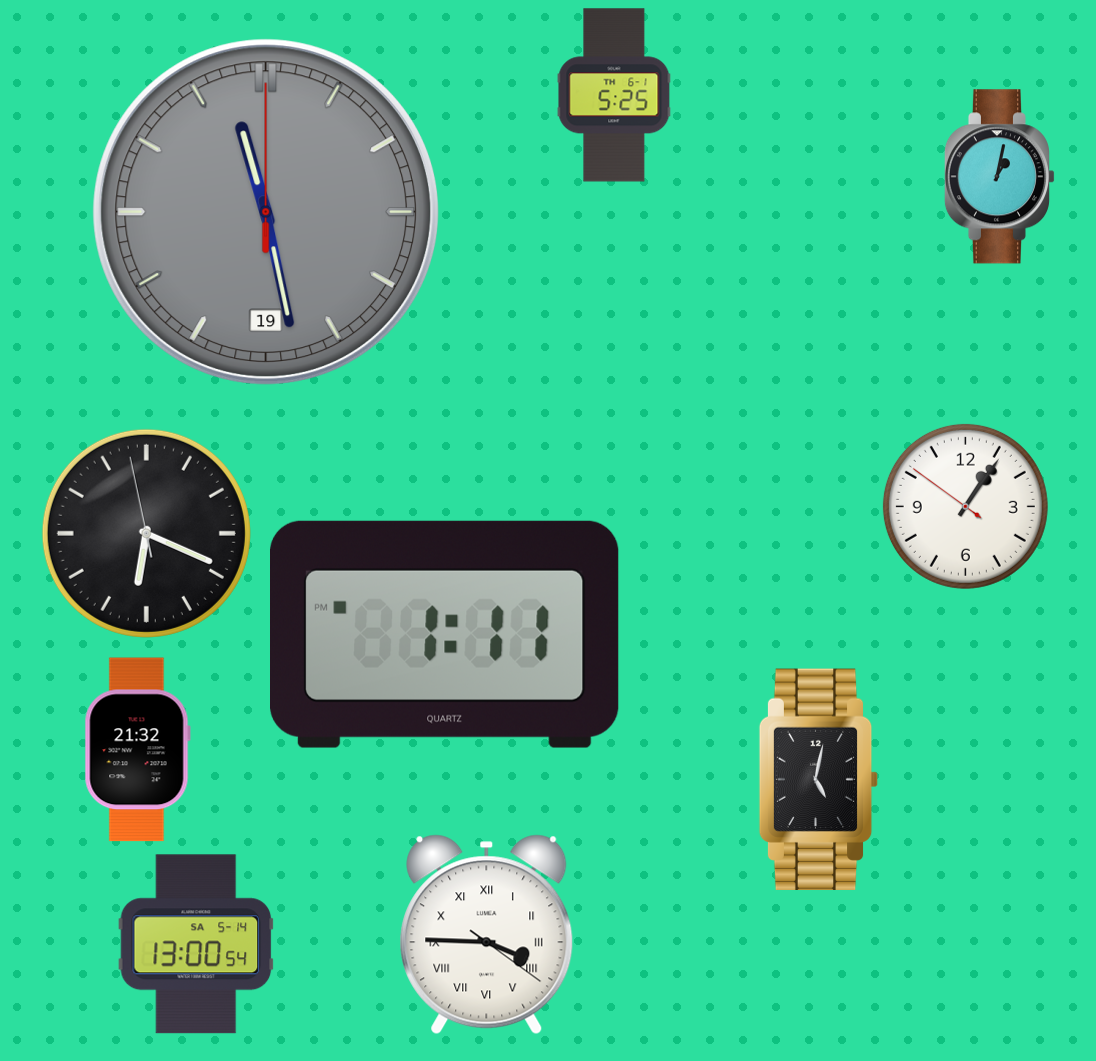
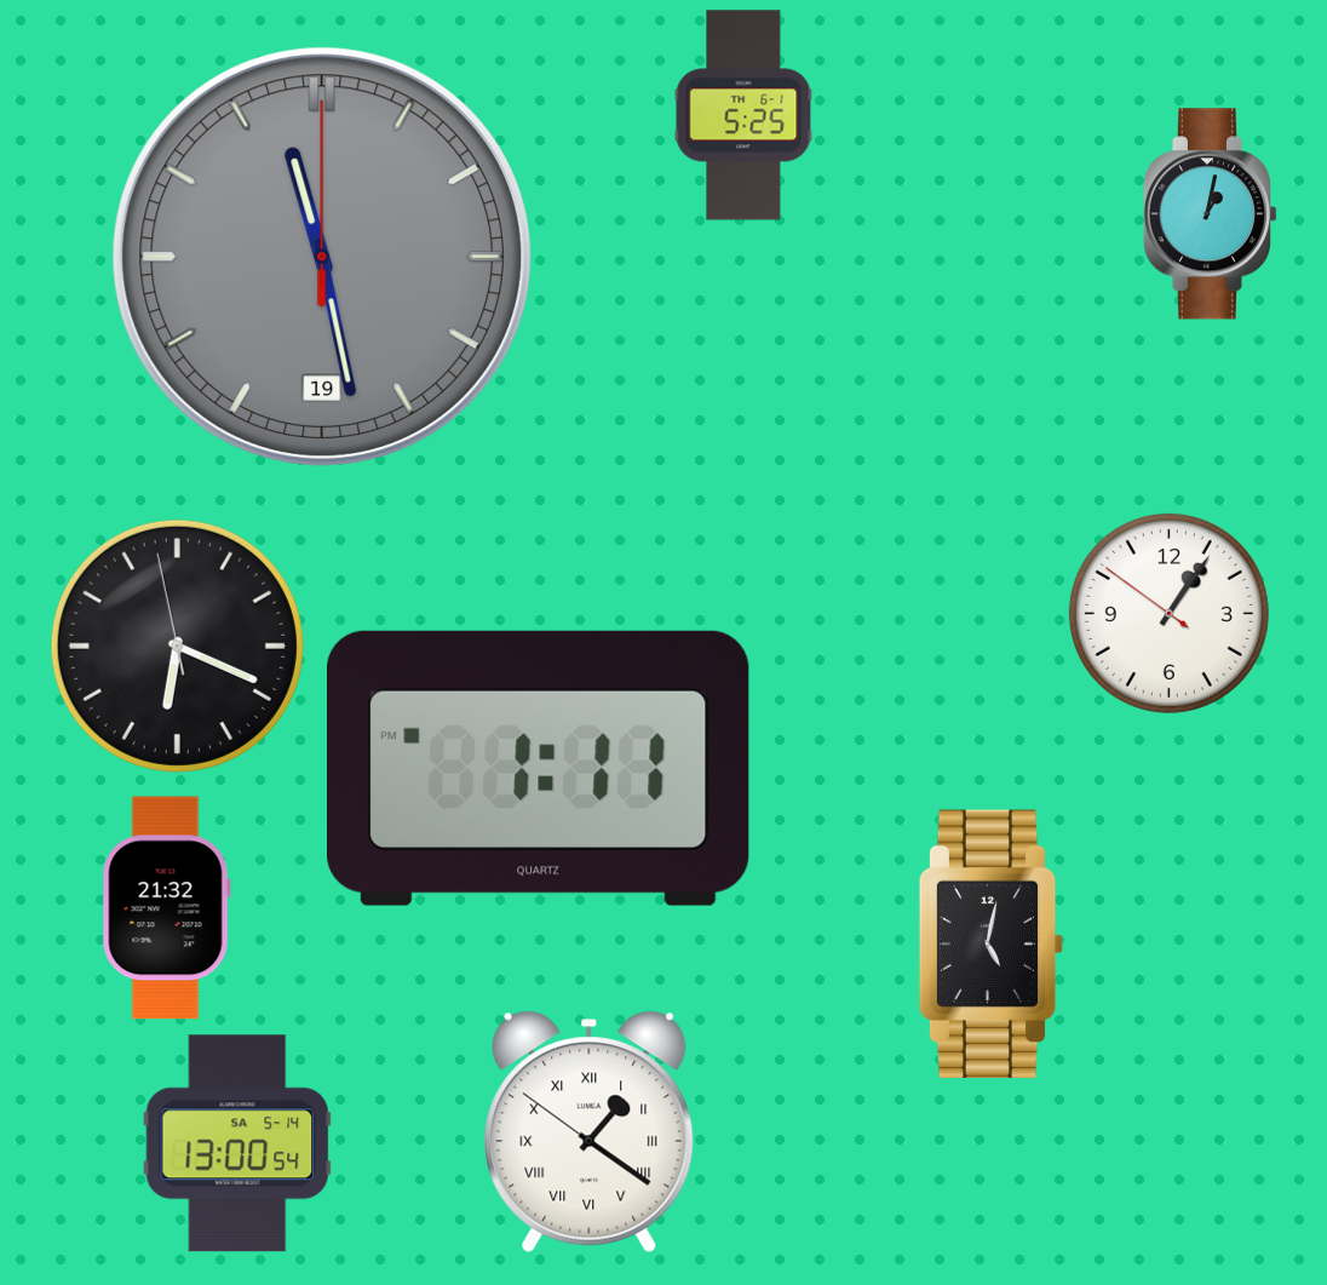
clock at (487, 935): 3:45 -> 1:20
